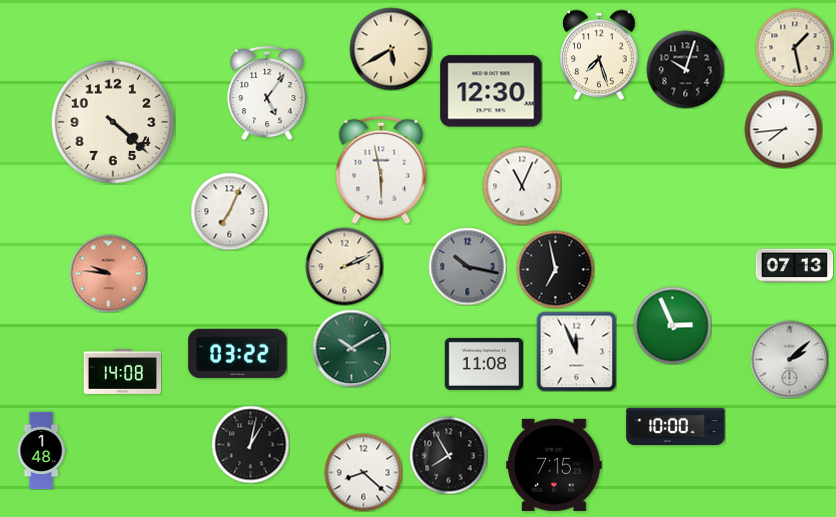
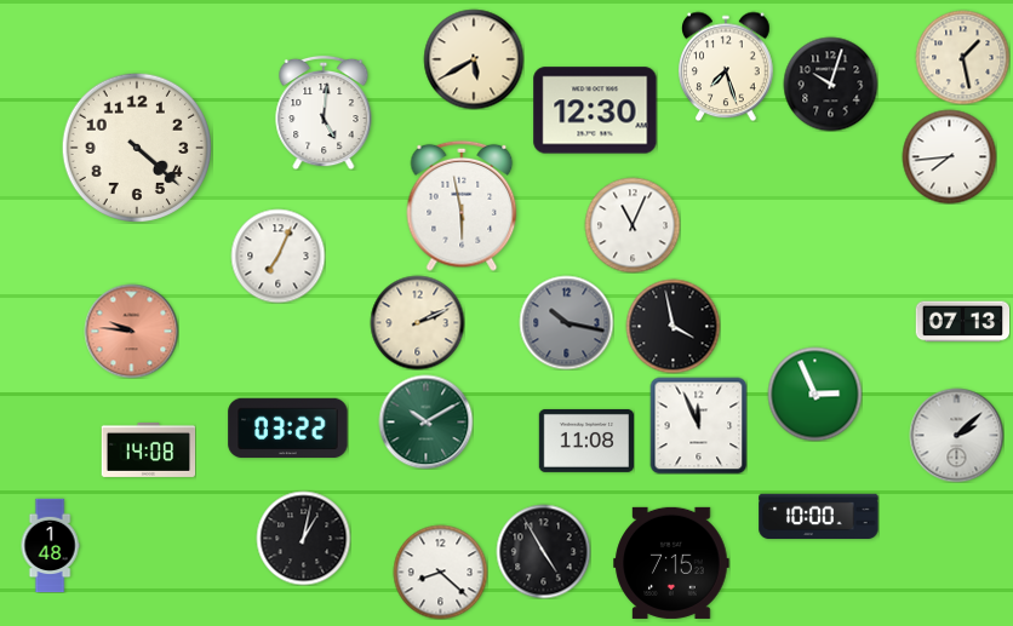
clock at (267, 93): 5:06 -> 5:01
clock at (555, 269): 6:58 -> 3:58
clock at (448, 455): 7:55 -> 4:55
